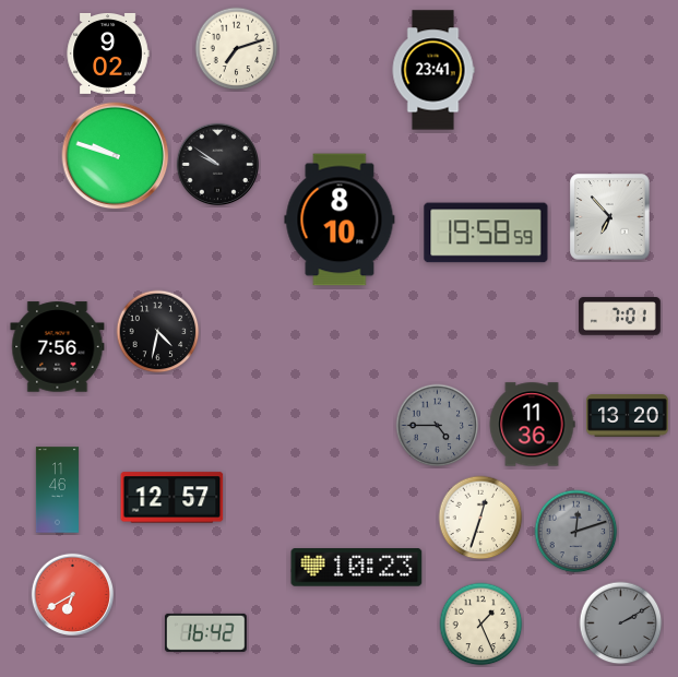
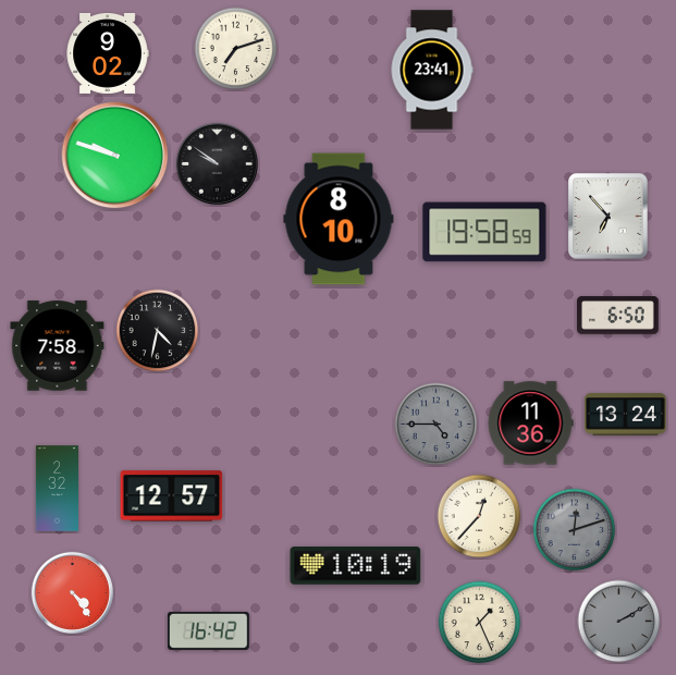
clock at (620, 317): 7:01 -> 6:50
clock at (58, 347): 7:56 -> 7:58
clock at (628, 416): 13:20 -> 13:24
clock at (57, 490): 11:46 -> 2:32
clock at (480, 518): 12:33 -> 12:37
clock at (357, 568): 10:23 -> 10:19
clock at (72, 594): 6:40 -> 4:24
clock at (205, 632) position: (205, 632) -> (208, 630)
